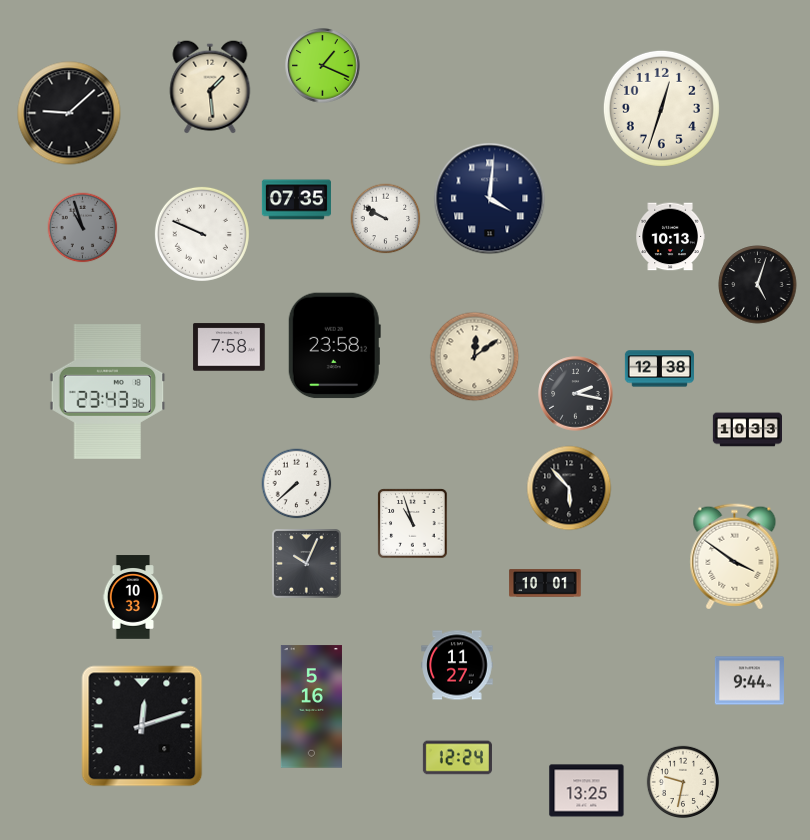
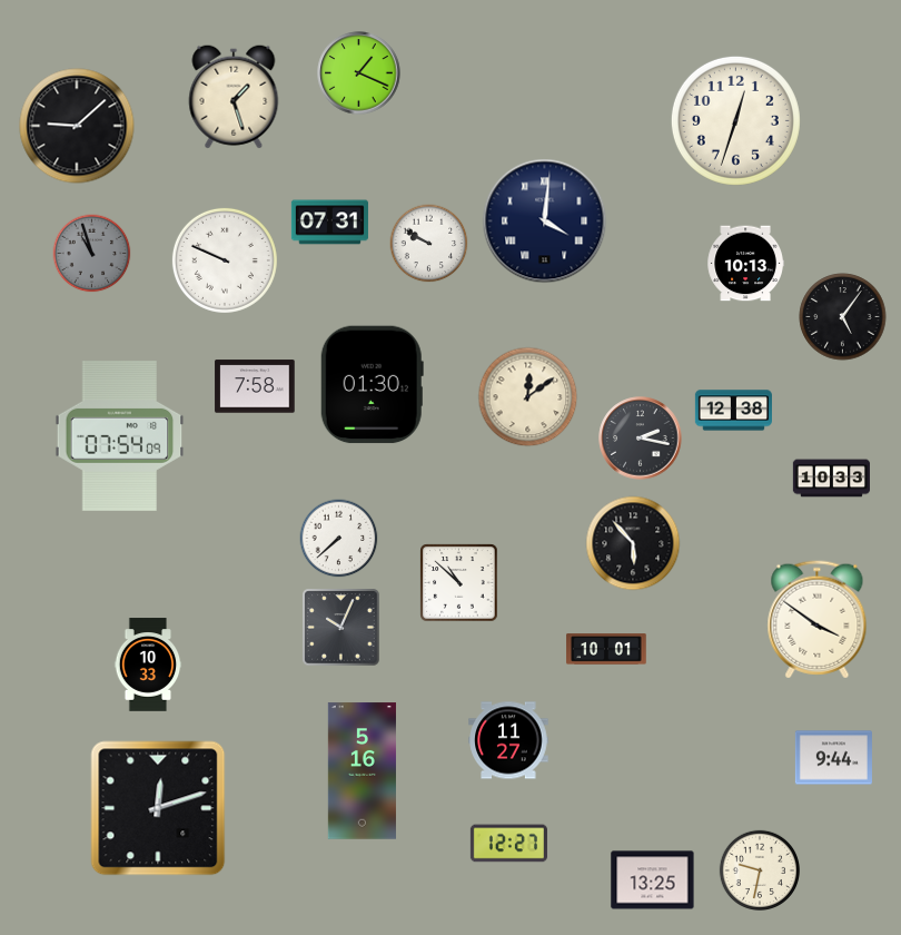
clock at (210, 87): 1:29 -> 1:27
clock at (296, 200): 07:35 -> 07:31
clock at (758, 285): 5:03 -> 5:06
clock at (334, 346): 23:58 -> 01:30
clock at (108, 392): 23:43 -> 07:54
clock at (297, 484) position: (297, 484) -> (339, 539)
clock at (413, 524): 10:57 -> 10:52
clock at (311, 707) position: (311, 707) -> (362, 771)
clock at (457, 758): 12:24 -> 12:27
